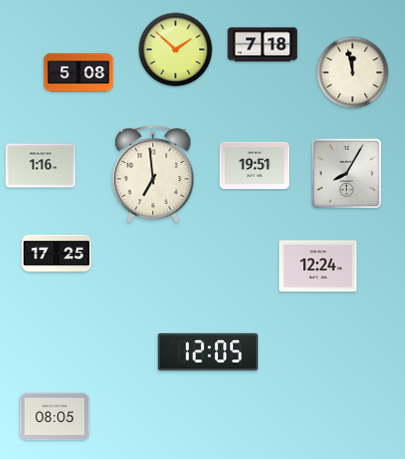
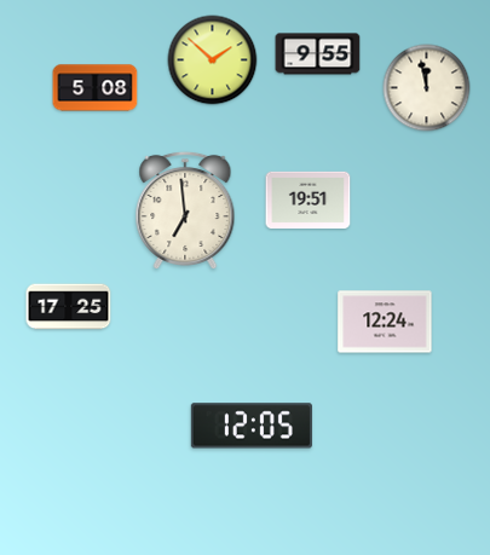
clock at (263, 45): 7:18 -> 9:55
clock at (41, 166): 1:16 -> none
clock at (347, 174): 8:05 -> none
clock at (55, 417): 08:05 -> none
